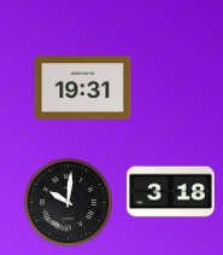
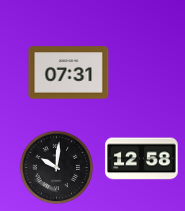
clock at (83, 88): 19:31 -> 07:31
clock at (171, 192): 3:18 -> 12:58
